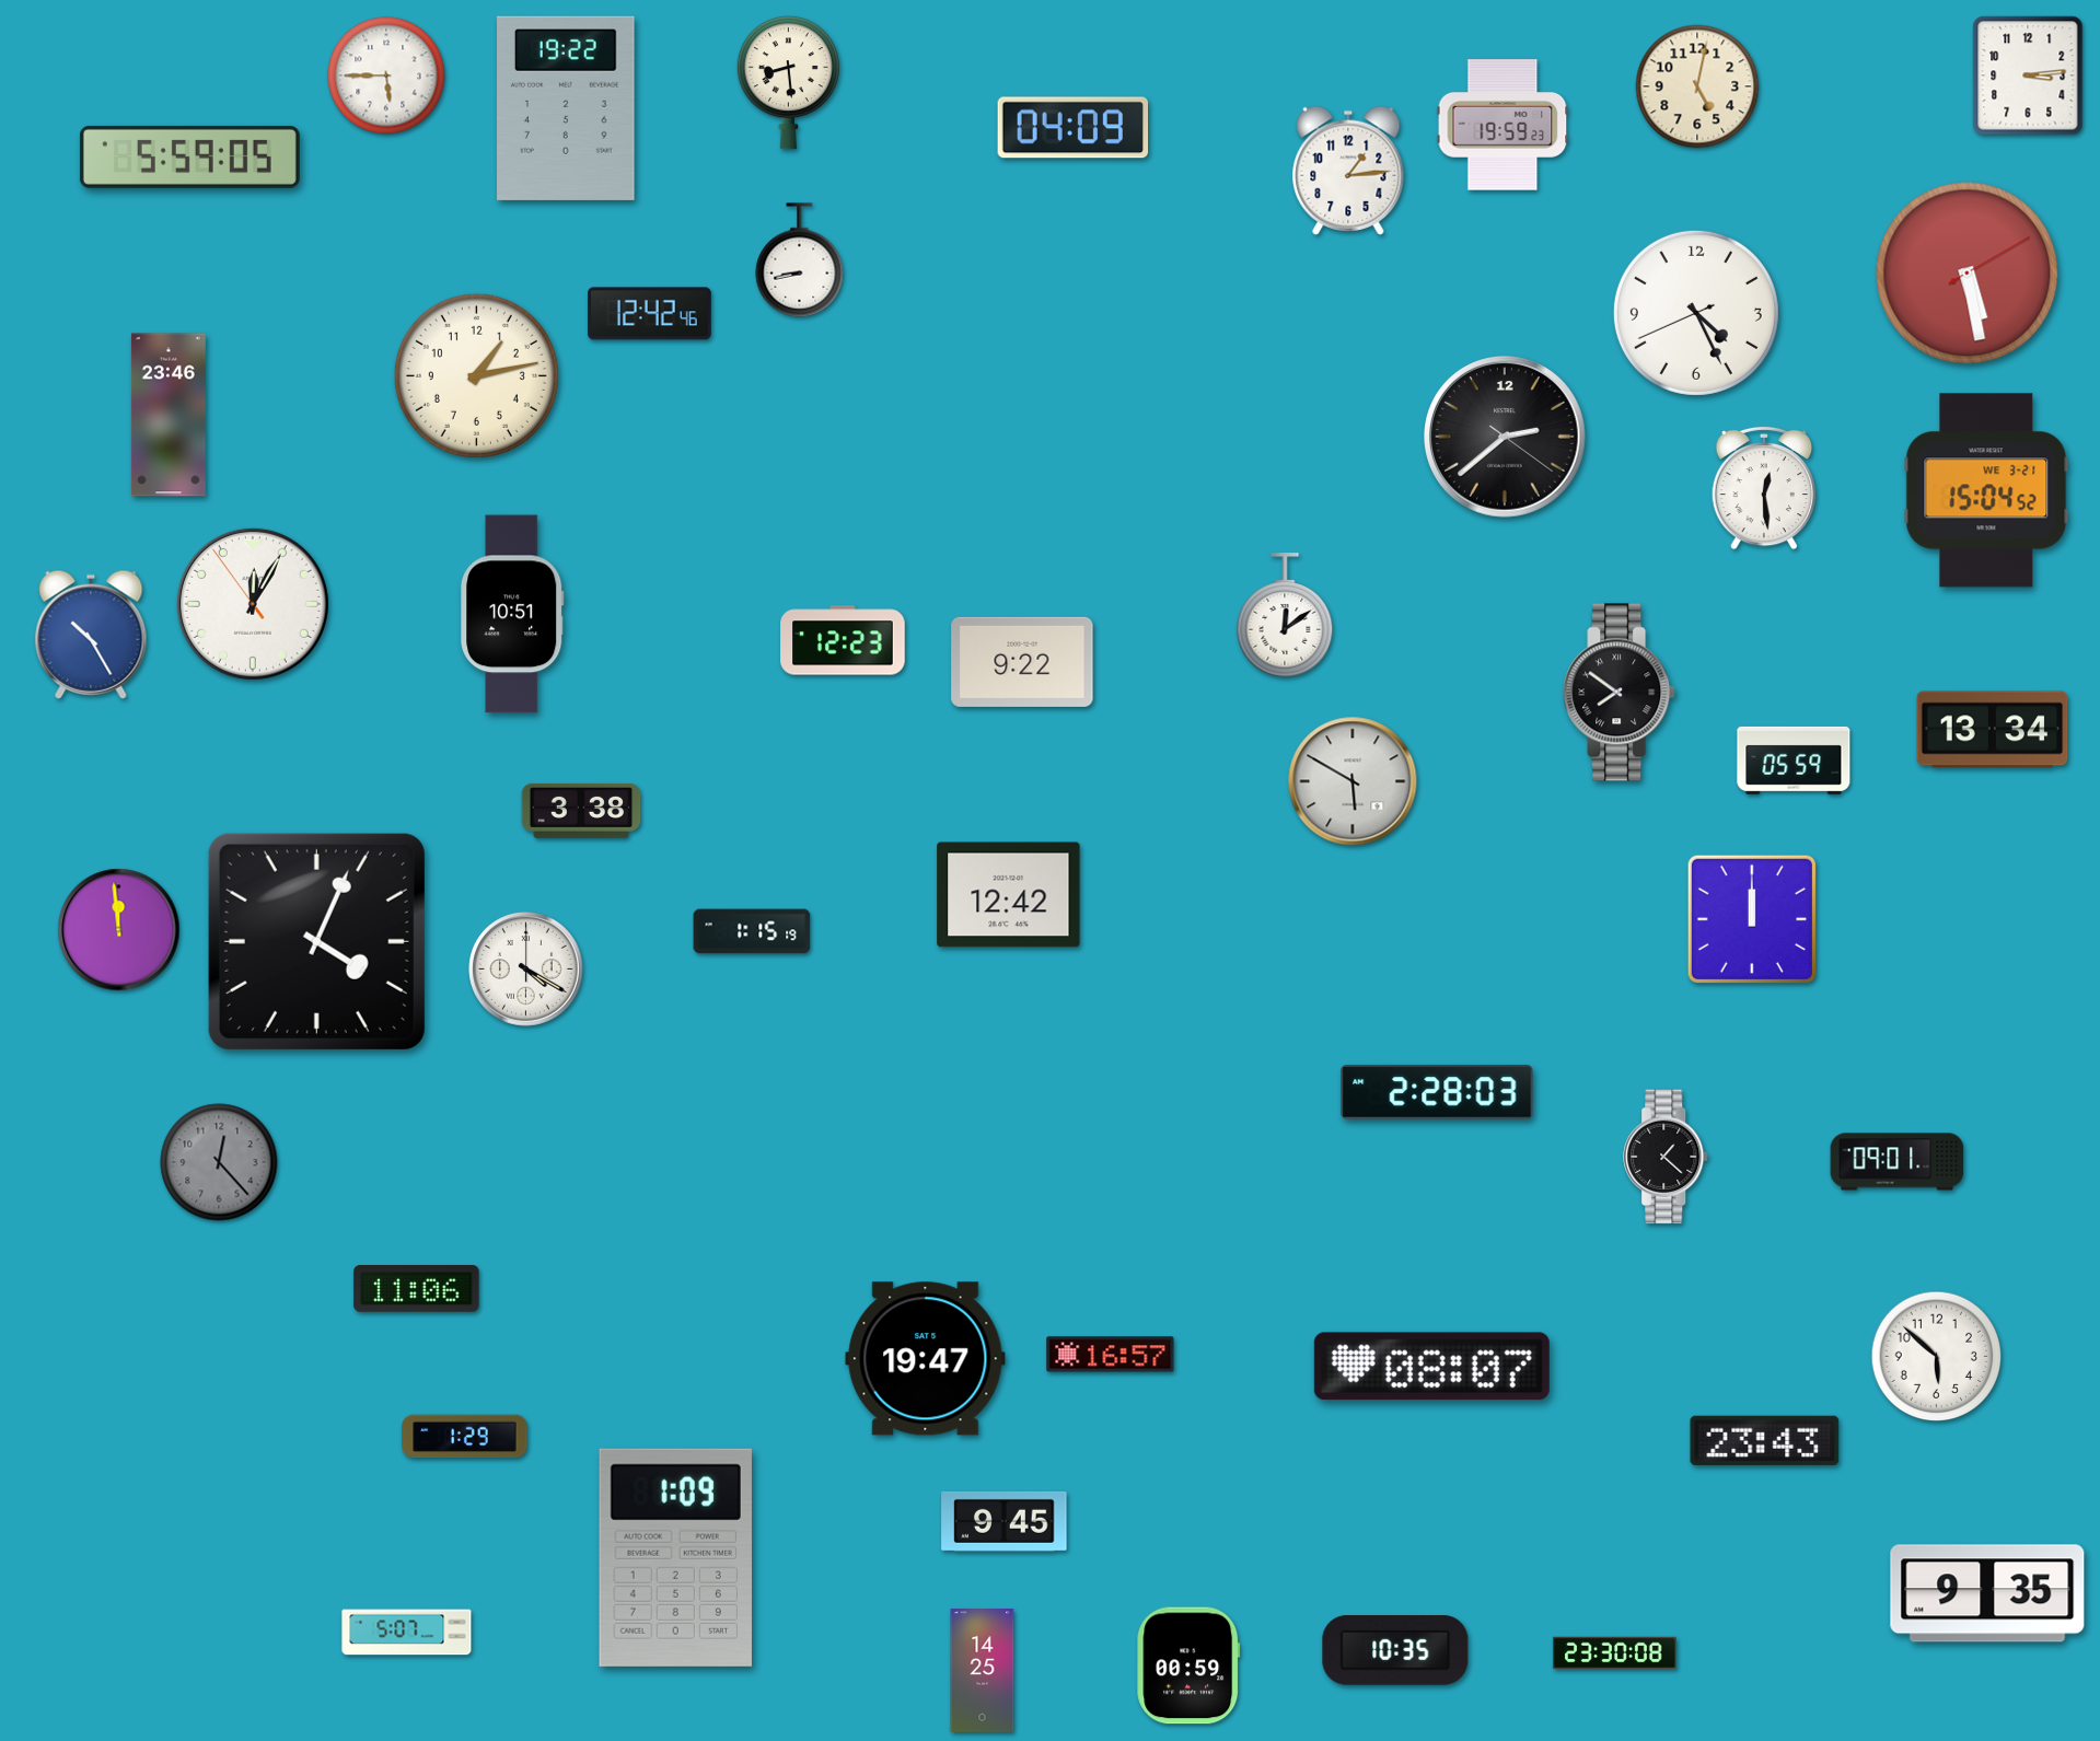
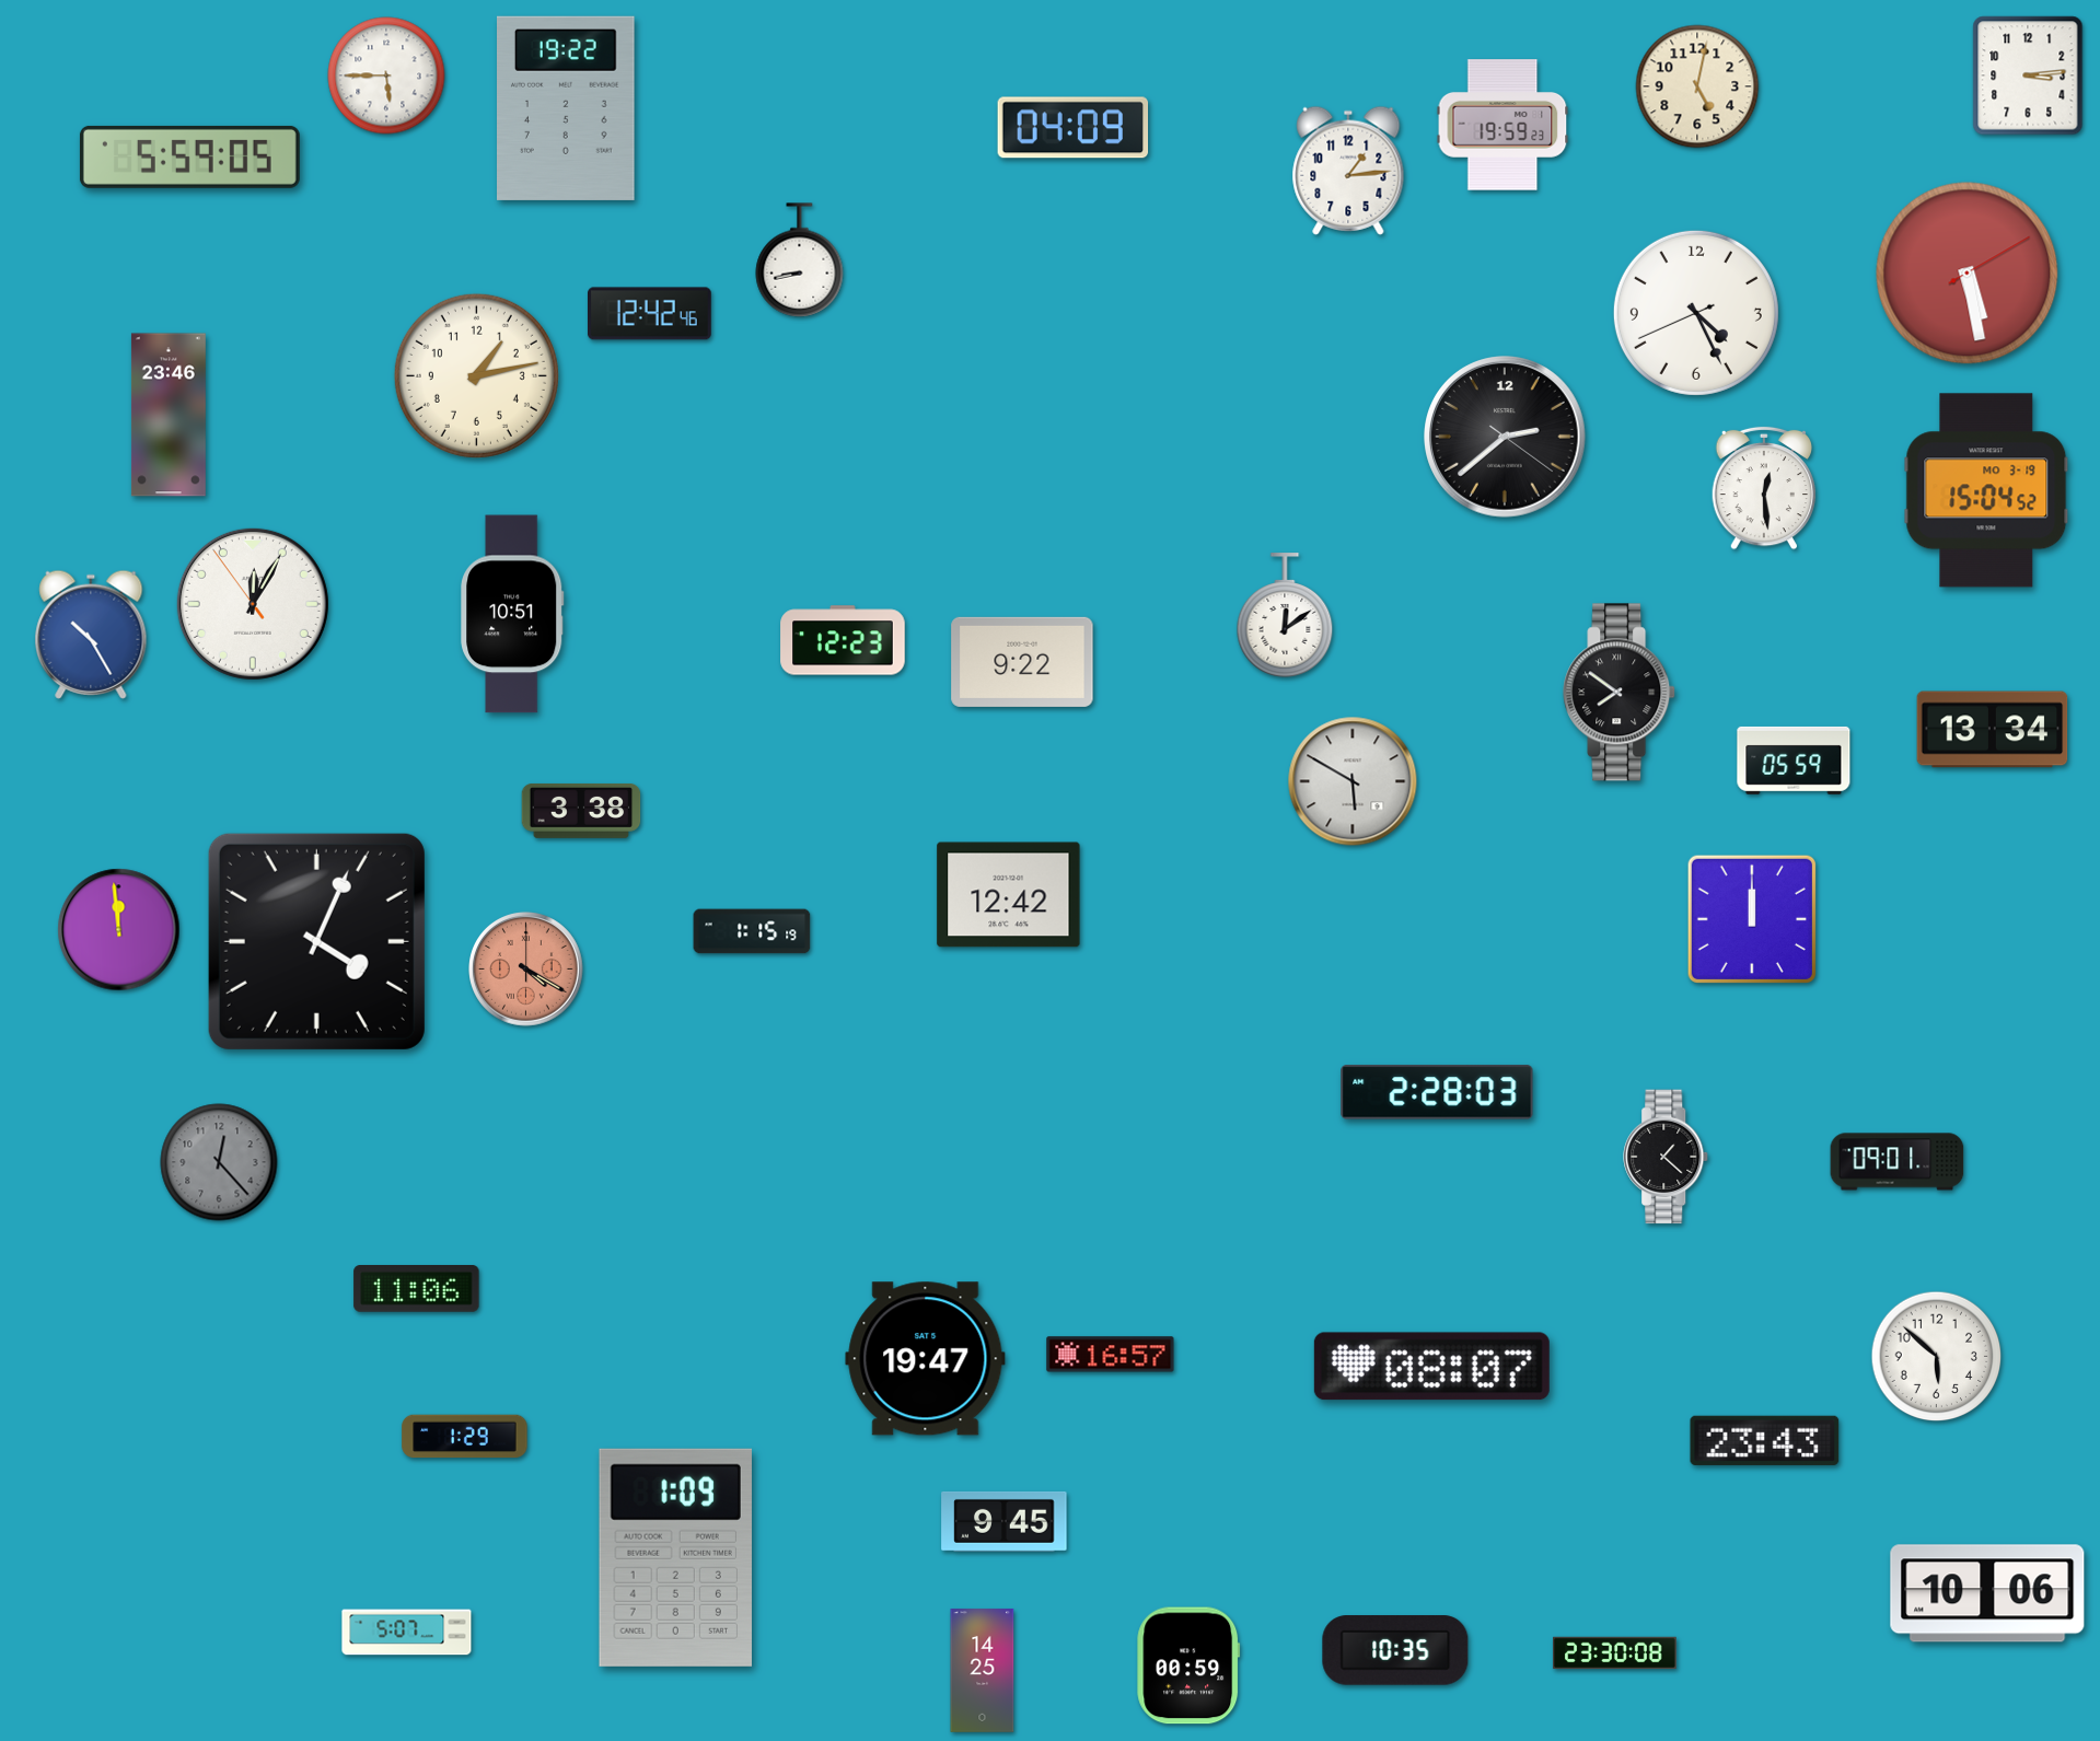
clock at (788, 83): 8:29 -> none
clock at (1986, 490) date: WE 3-21 -> MO 3-19
clock at (526, 970) dial: white -> salmon
clock at (1987, 1593): 9:35 -> 10:06
